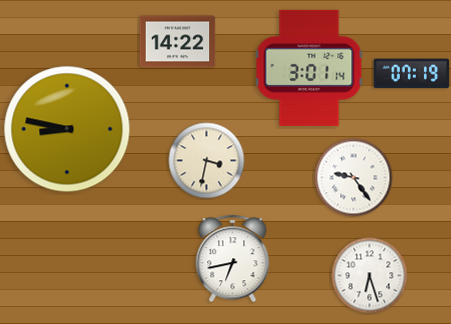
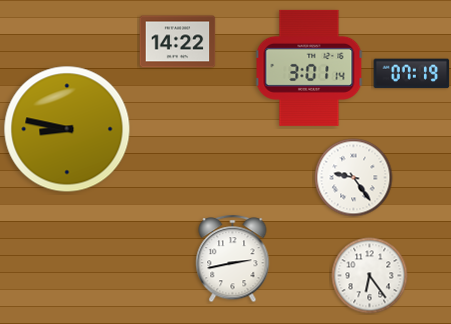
clock at (207, 161): 3:32 -> none
clock at (233, 259): 6:43 -> 2:43
clock at (370, 276): 6:27 -> 6:24
